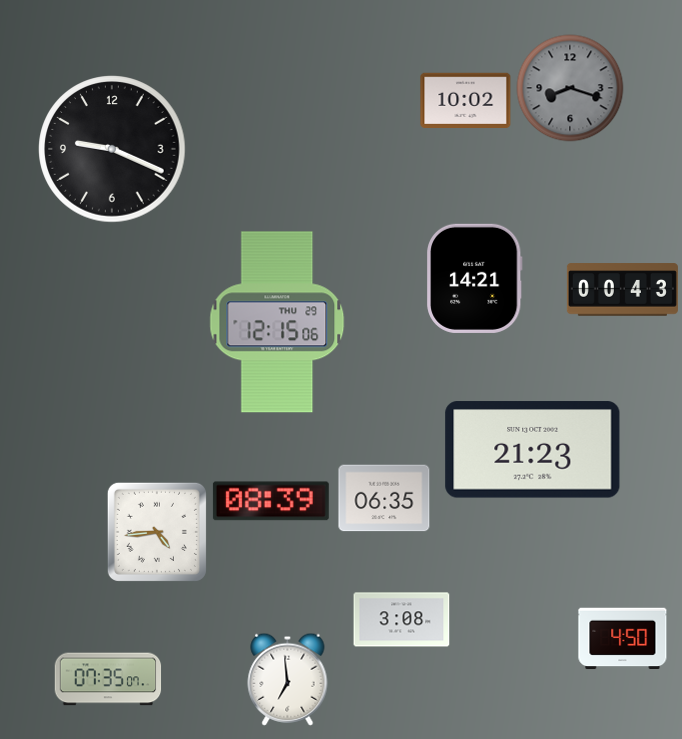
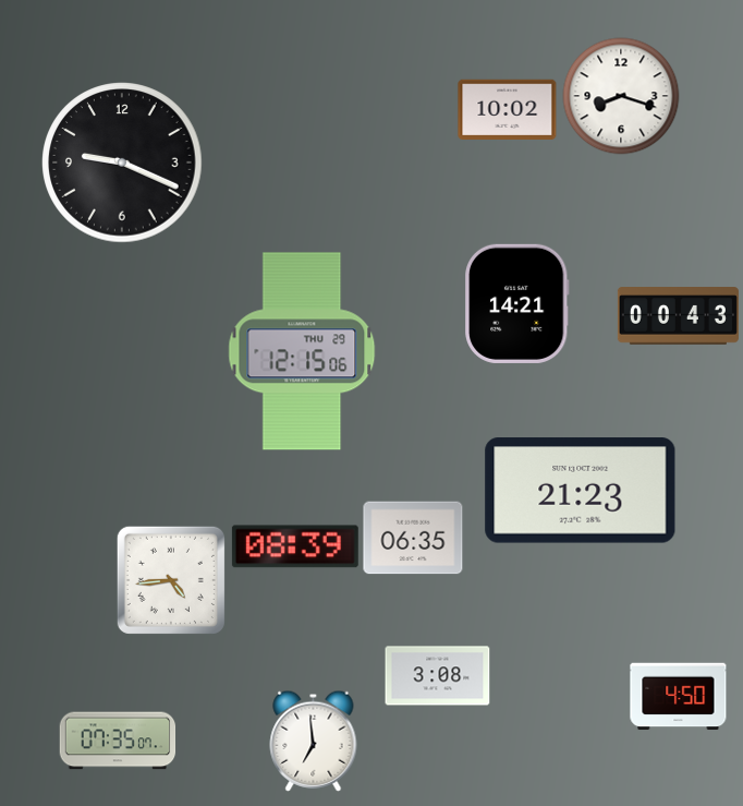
clock at (570, 88) dial: grey -> white
clock at (384, 498) position: (384, 498) -> (413, 538)
